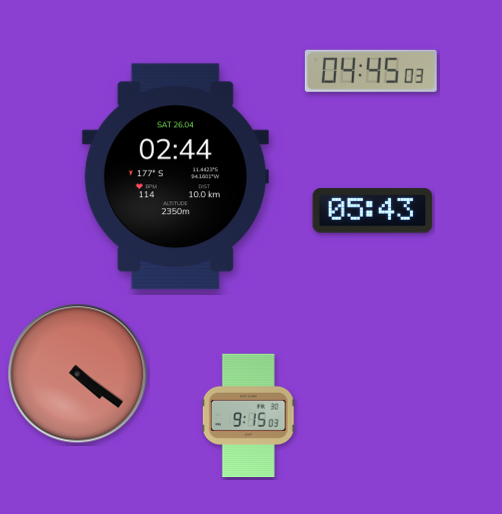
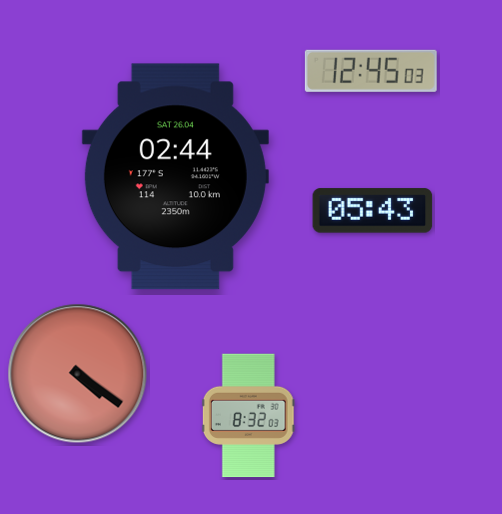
clock at (371, 71): 04:45 -> 12:45
clock at (248, 416): 9:15 -> 8:32
